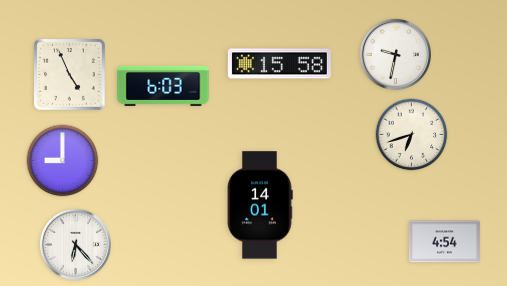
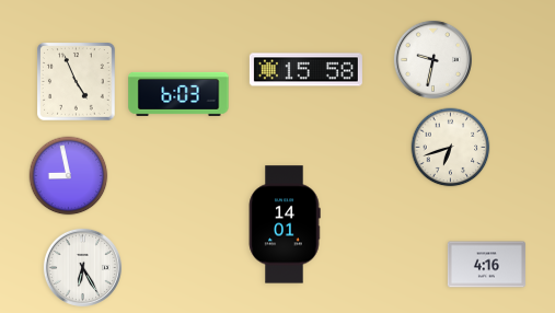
clock at (63, 161): 9:00 -> 8:58
clock at (444, 242): 4:54 -> 4:16
clock at (75, 244): 6:23 -> 6:25
